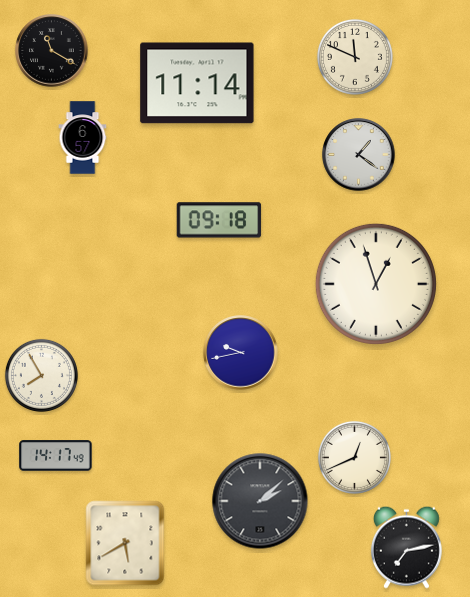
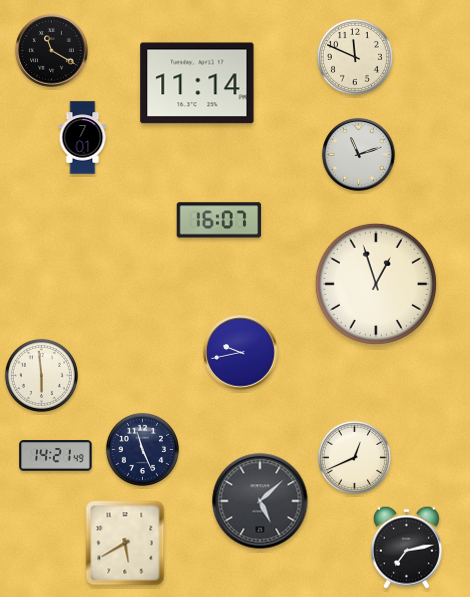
clock at (83, 138): 6:57 -> 7:01
clock at (359, 155): 1:21 -> 11:12
clock at (219, 220): 09:18 -> 16:07
clock at (41, 375): 7:55 -> 5:59
clock at (142, 449): none -> 11:26
clock at (56, 456): 14:17 -> 14:21
clock at (260, 501): 2:08 -> 5:08
